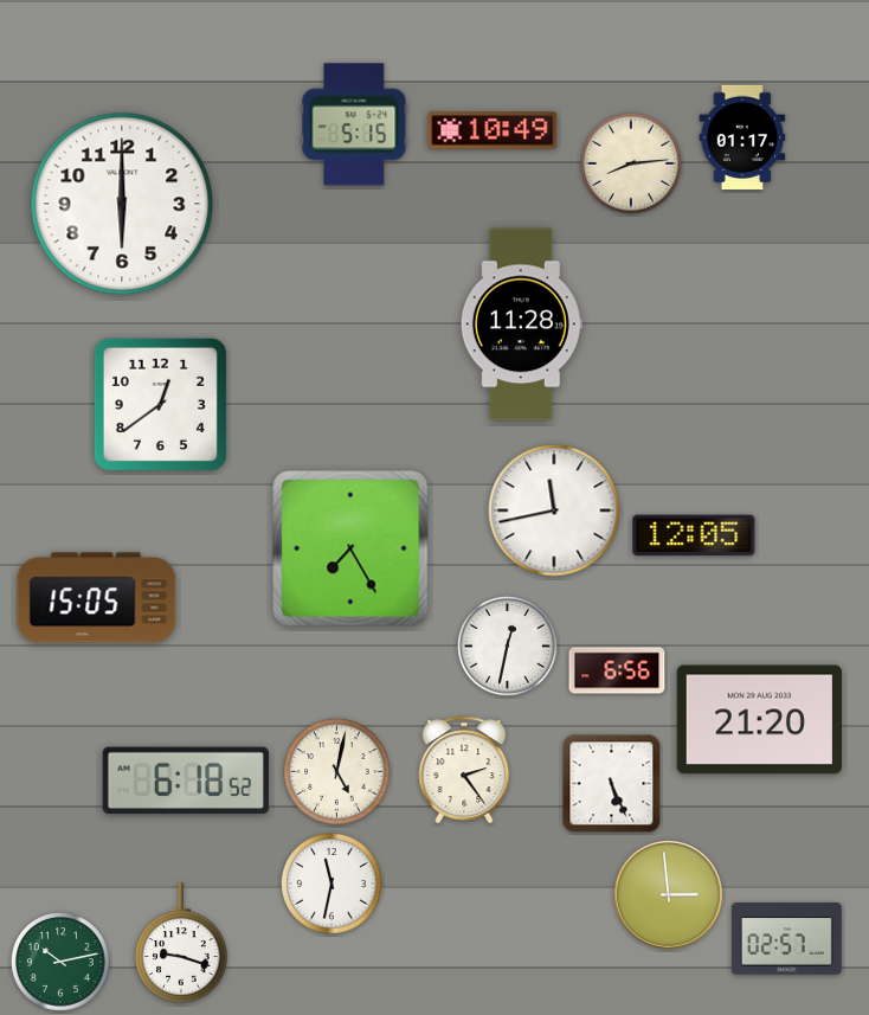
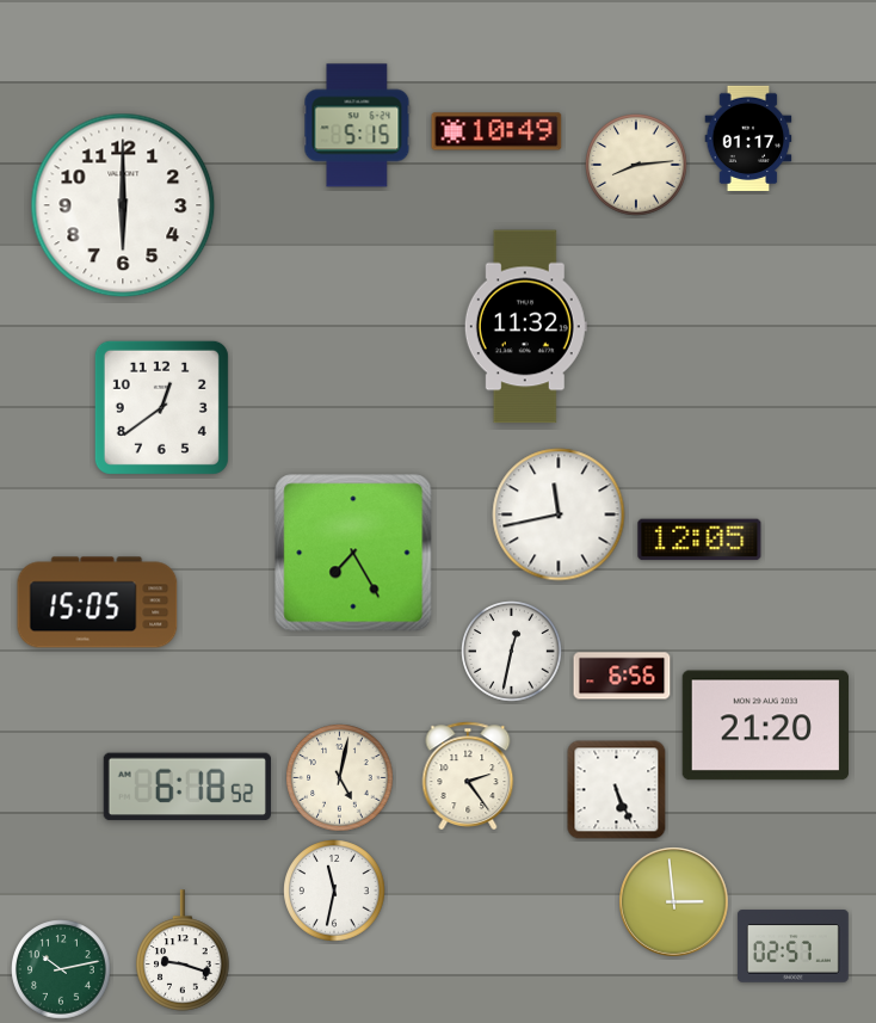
clock at (521, 325): 11:28 -> 11:32
